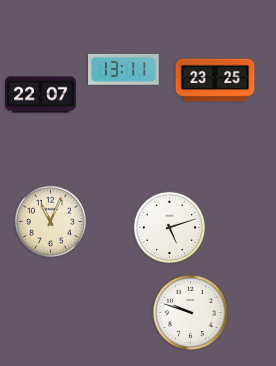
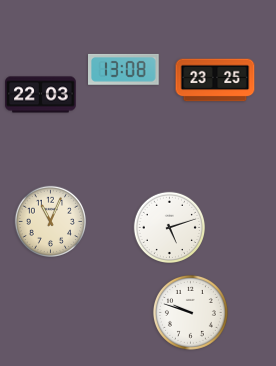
clock at (124, 69): 13:11 -> 13:08
clock at (41, 95): 22:07 -> 22:03
